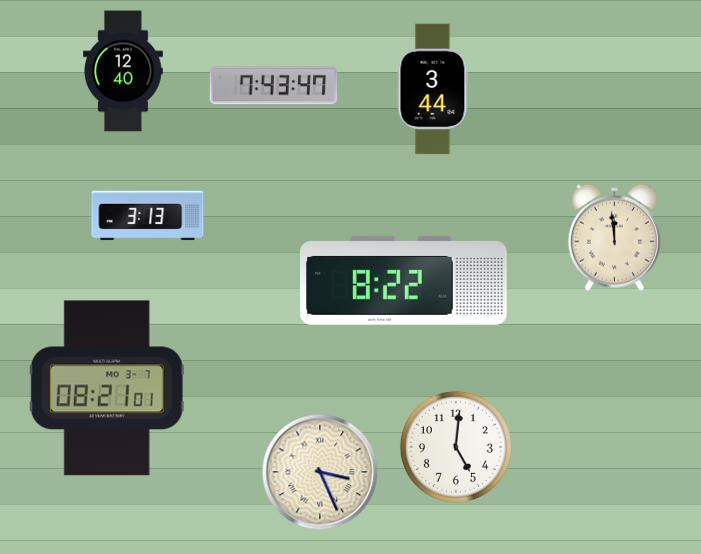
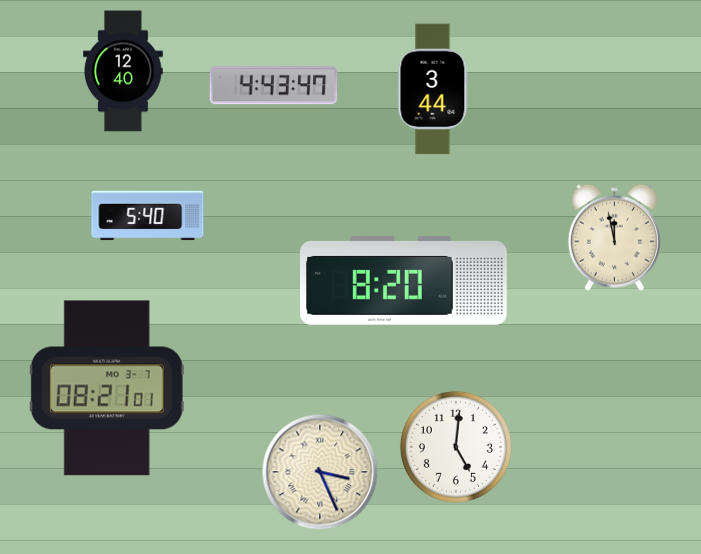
clock at (274, 86): 7:43 -> 4:43
clock at (148, 216): 3:13 -> 5:40
clock at (614, 237): 11:59 -> 11:58
clock at (404, 281): 8:22 -> 8:20
